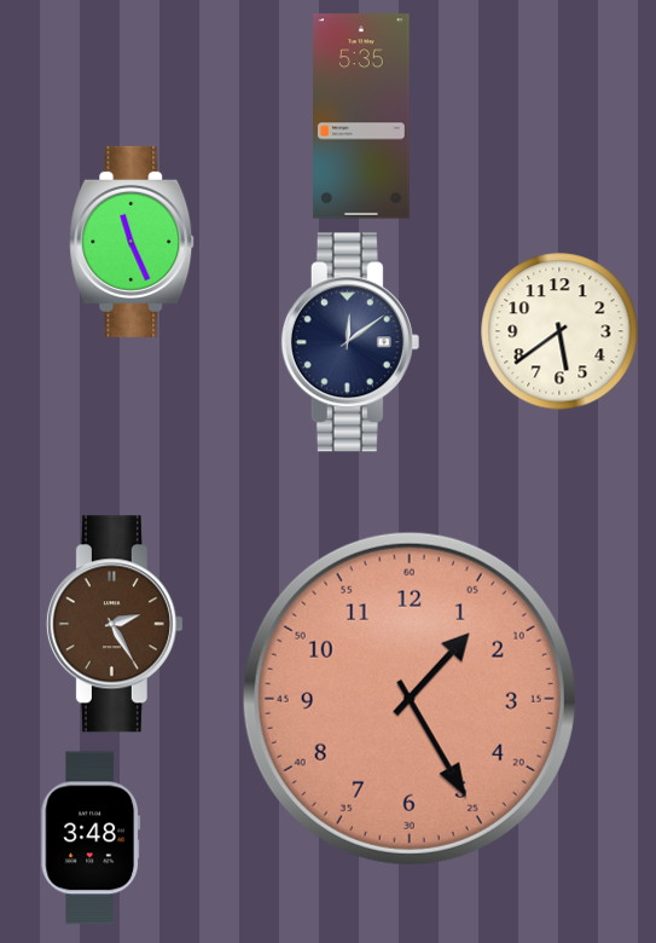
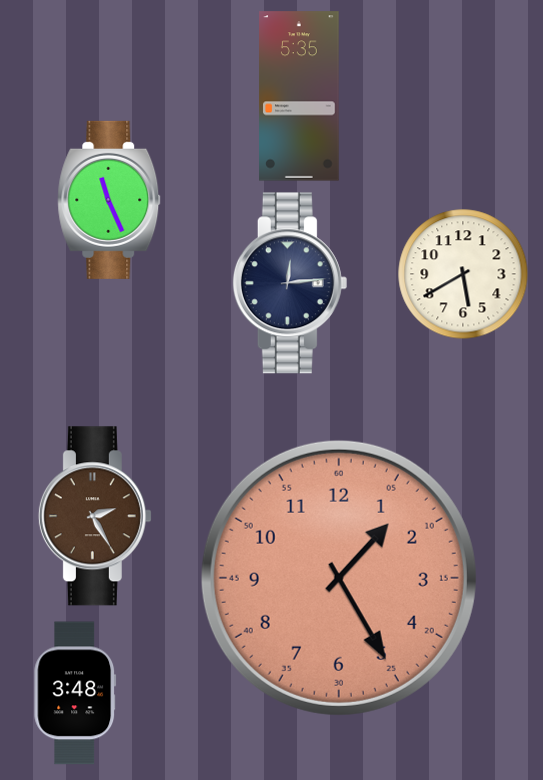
clock at (559, 331): 5:39 -> 5:40
clock at (350, 342): 12:09 -> 12:14
